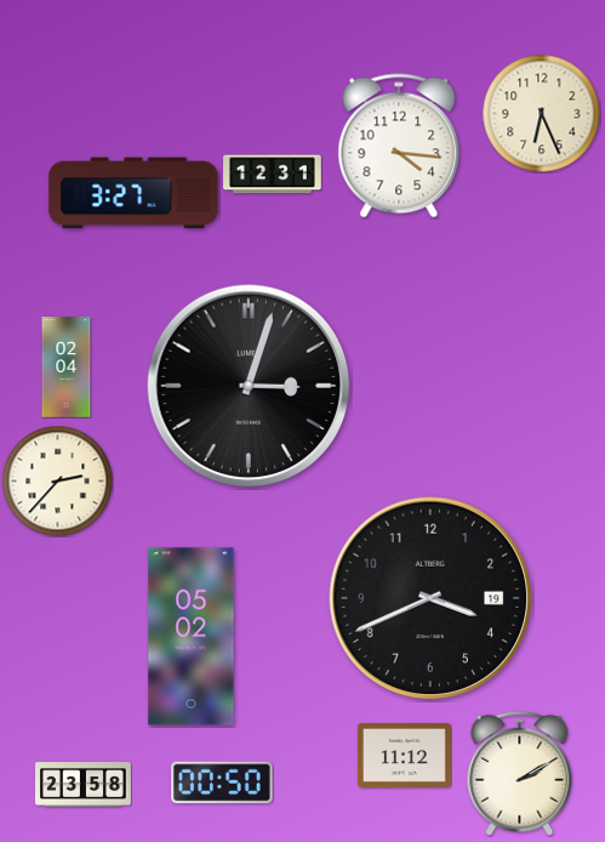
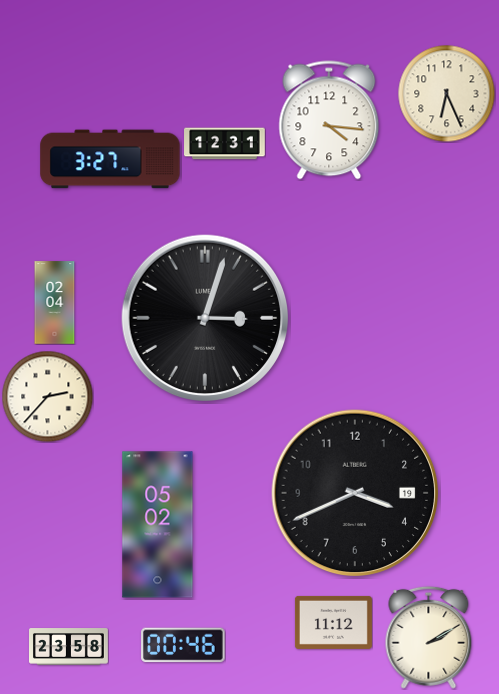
clock at (222, 783): 00:50 -> 00:46
